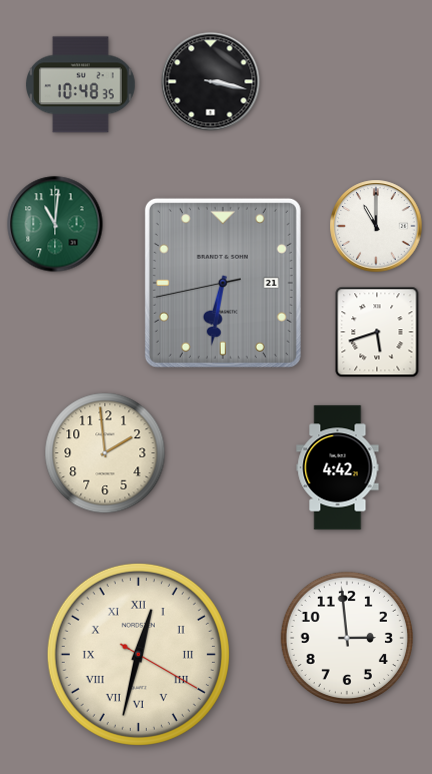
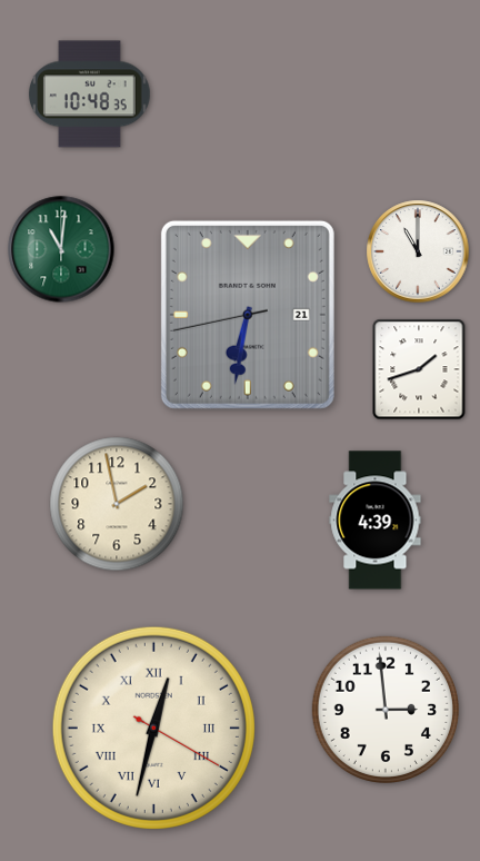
clock at (211, 82): 3:17 -> none
clock at (377, 332): 5:42 -> 1:42
clock at (105, 453): 1:59 -> 1:58
clock at (338, 468): 4:42 -> 4:39
